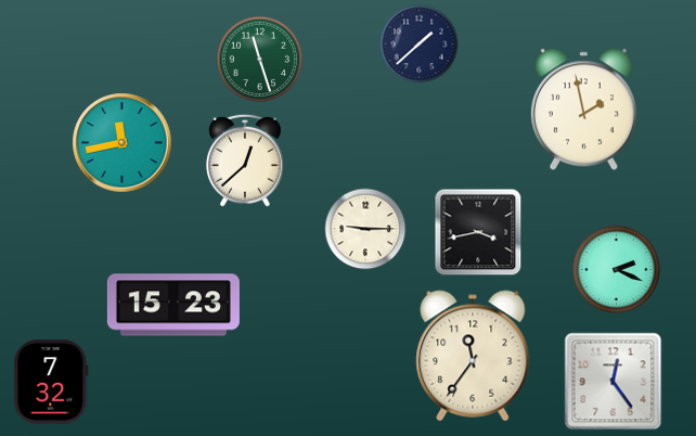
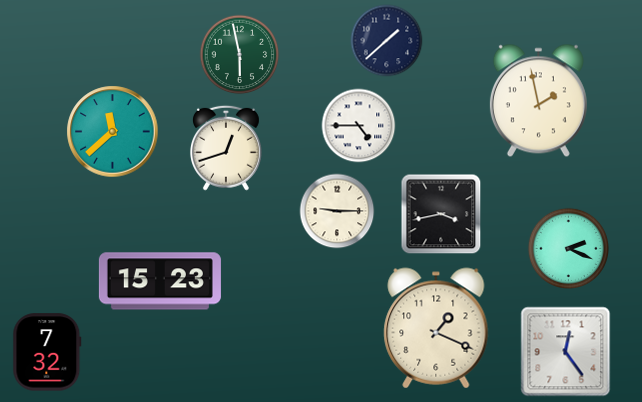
clock at (260, 60): 11:27 -> 5:58
clock at (359, 126): none -> 4:45
clock at (123, 143): 11:43 -> 11:38
clock at (245, 161): 12:38 -> 12:42
clock at (473, 356): 11:36 -> 1:19
